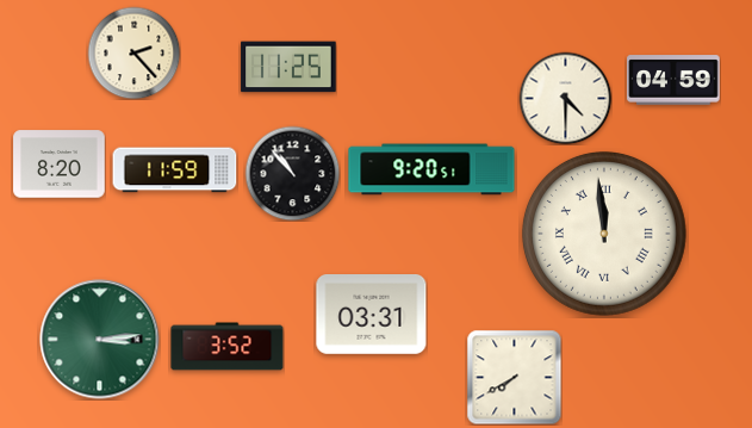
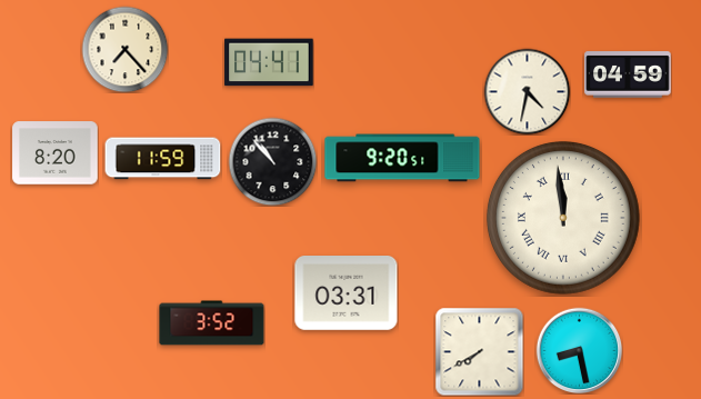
clock at (133, 52): 2:23 -> 7:23
clock at (288, 67): 11:25 -> 04:41
clock at (565, 98): 4:30 -> 4:32
clock at (100, 340): 3:14 -> none
clock at (579, 350): none -> 8:28
